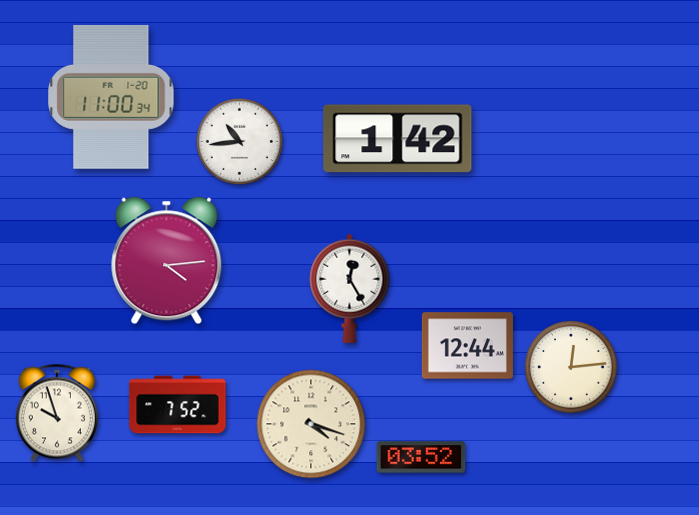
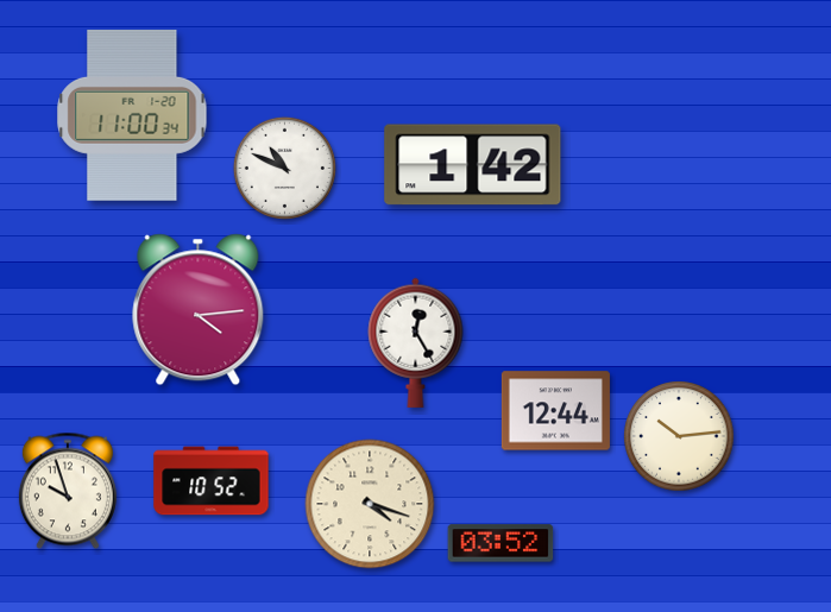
clock at (239, 141): 10:44 -> 10:49
clock at (571, 367): 12:14 -> 10:14
clock at (178, 405): 7:52 -> 10:52
